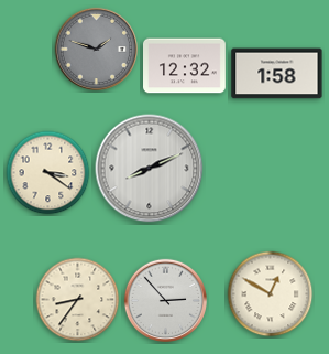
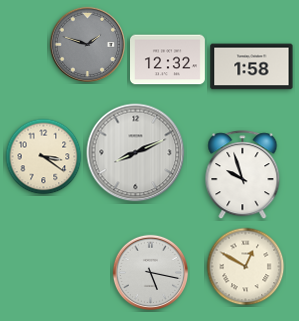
clock at (243, 175): none -> 9:57
clock at (78, 300): 8:36 -> none
clock at (166, 301): 2:53 -> 5:17
